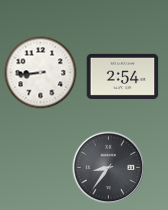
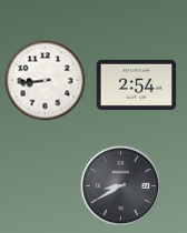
clock at (109, 168): 8:36 -> 8:40
